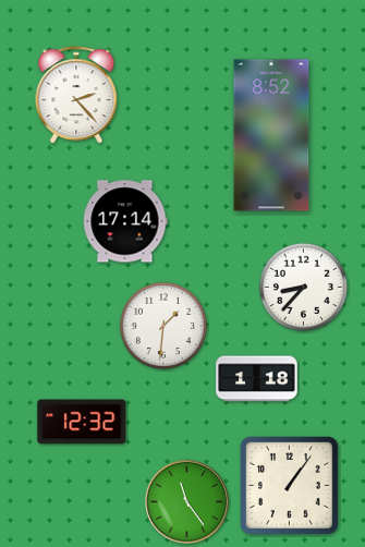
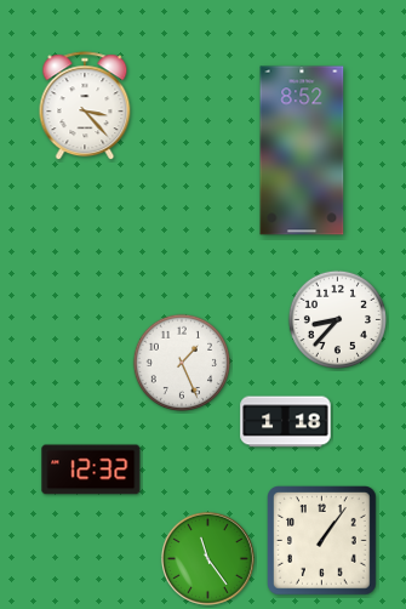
clock at (76, 96): 2:23 -> 3:23
clock at (125, 221): 17:14 -> none
clock at (162, 325): 1:31 -> 1:26
